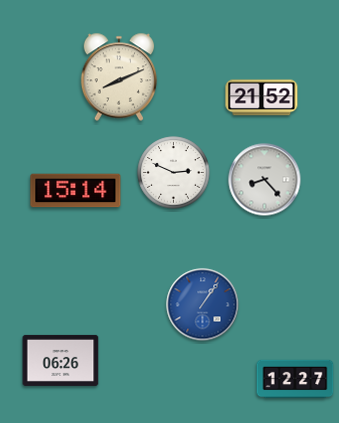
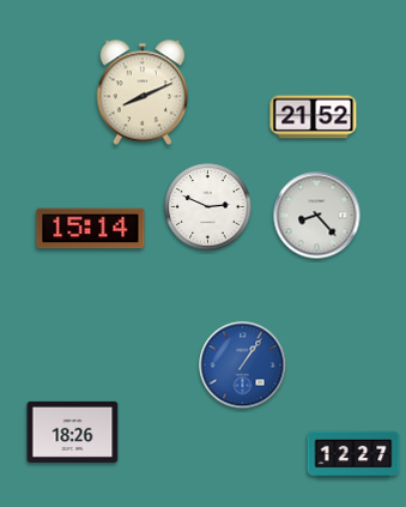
clock at (61, 360): 06:26 -> 18:26
